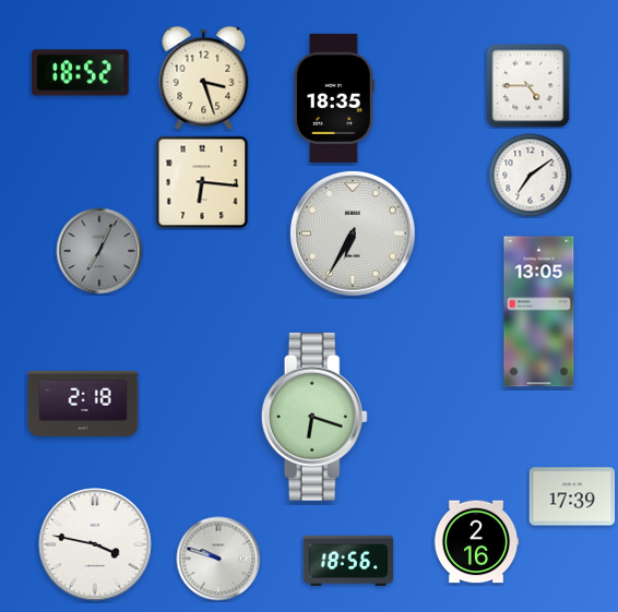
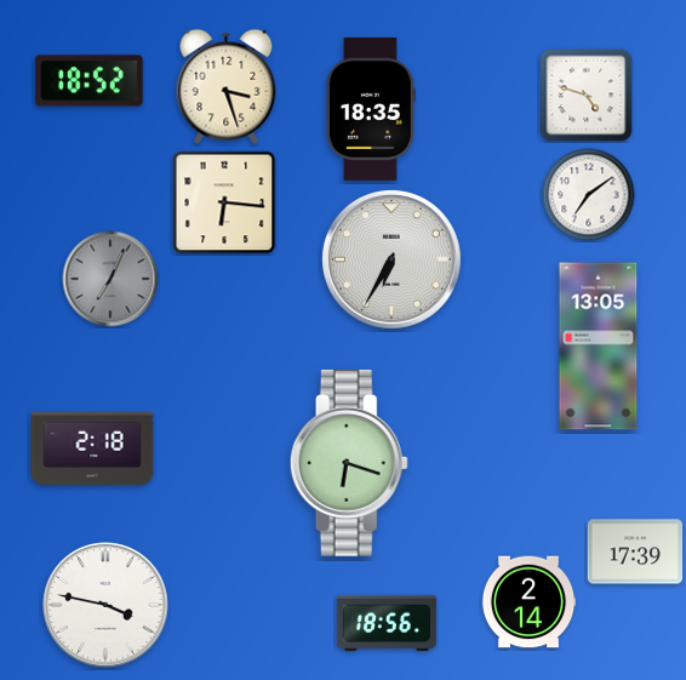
clock at (528, 86): 4:45 -> 4:48
clock at (476, 542): 2:16 -> 2:14
clock at (218, 559): 9:48 -> none
